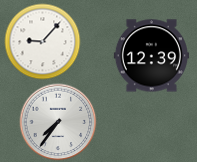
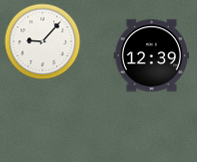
clock at (58, 122): 7:36 -> none
